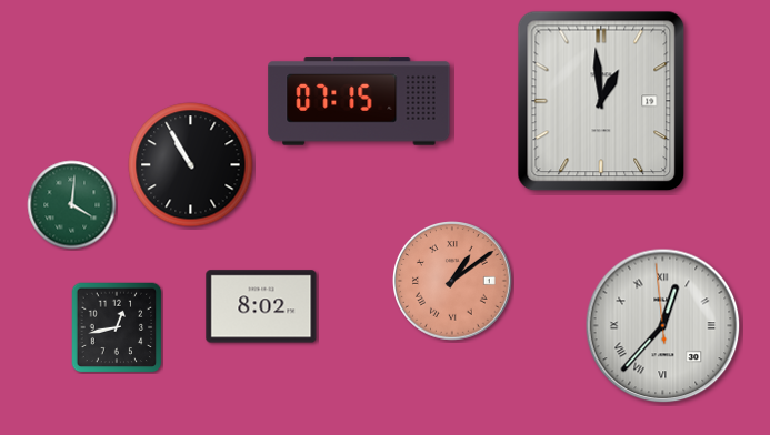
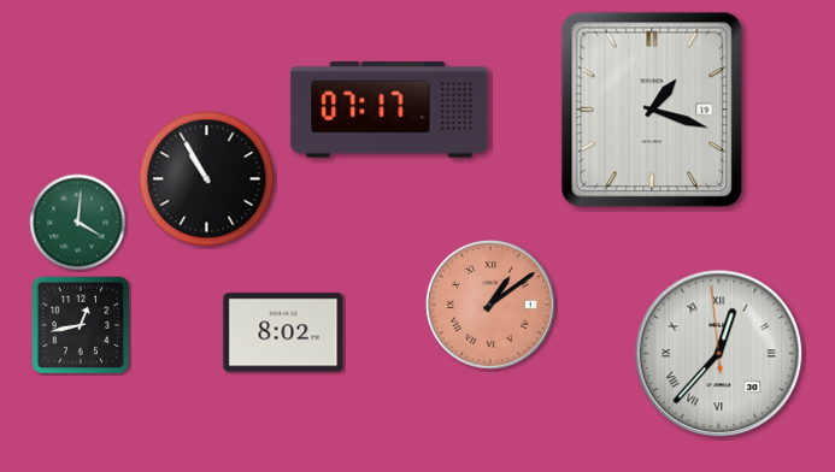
clock at (359, 101): 07:15 -> 07:17
clock at (601, 101): 12:59 -> 1:18
clock at (117, 327) position: (117, 327) -> (81, 325)
